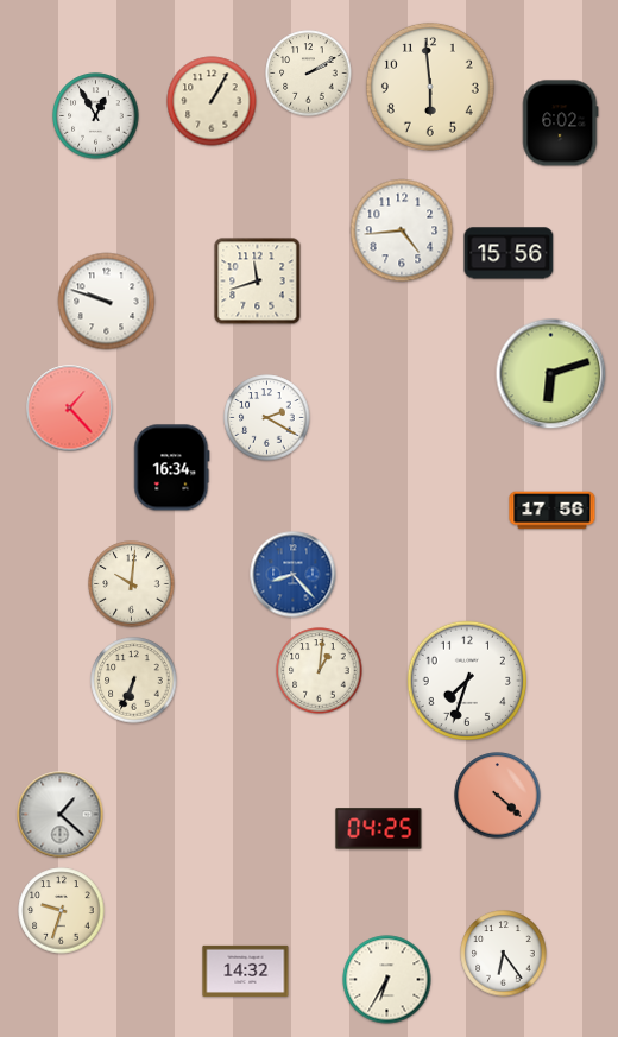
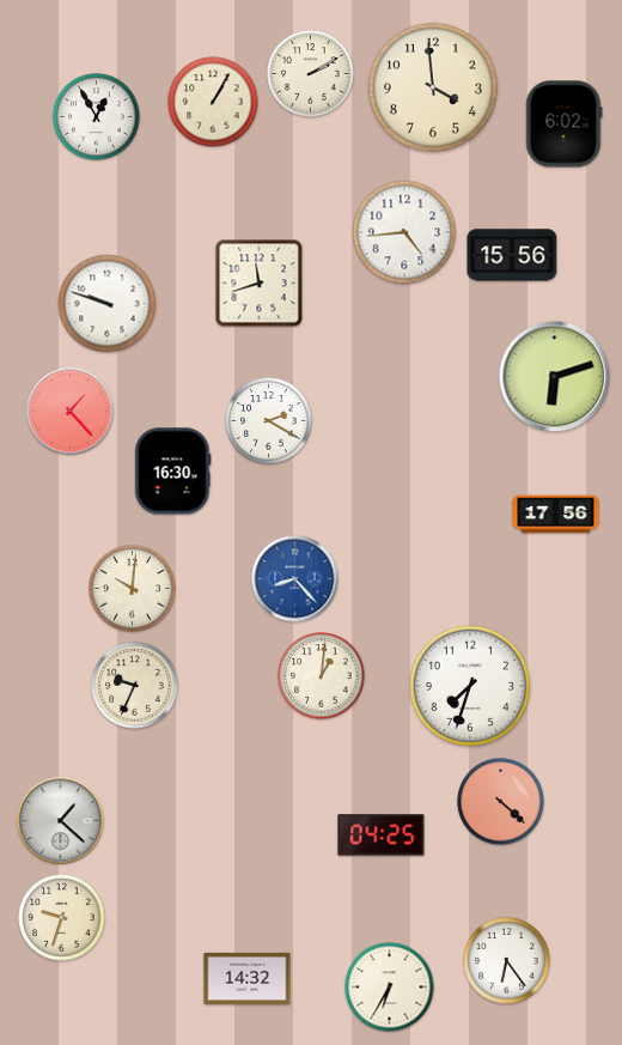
clock at (430, 87): 5:59 -> 3:59
clock at (172, 468): 16:34 -> 16:30
clock at (134, 681): 6:34 -> 9:34
